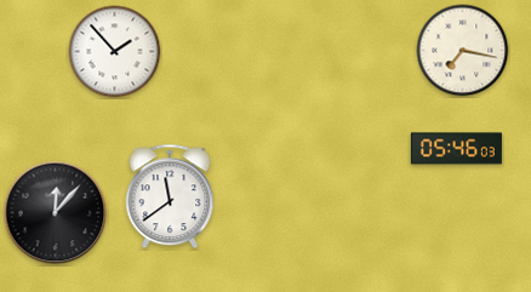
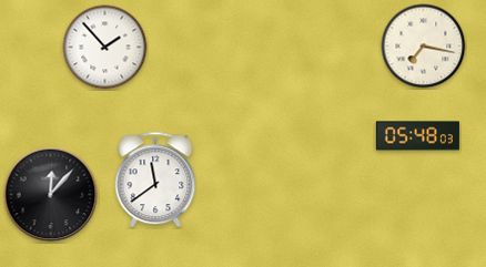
clock at (456, 149): 05:46 -> 05:48
